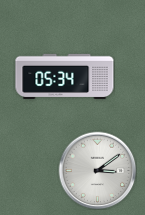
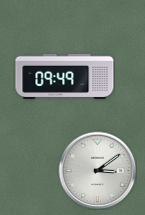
clock at (65, 76): 05:34 -> 09:49
